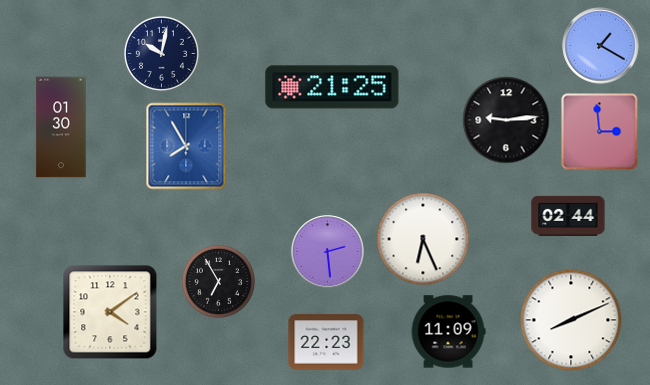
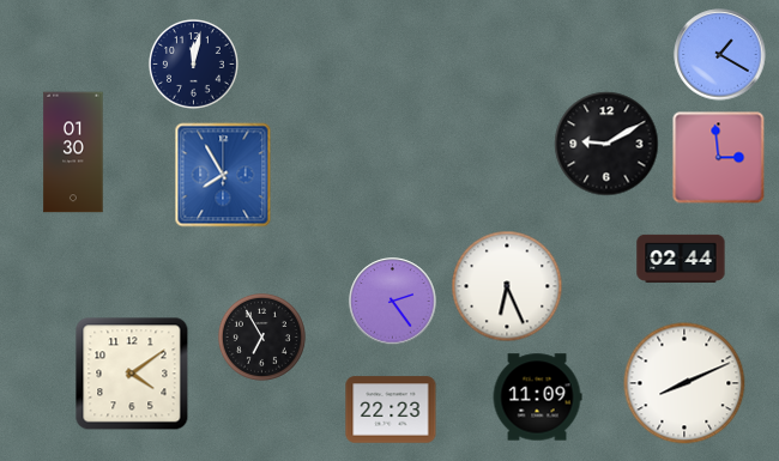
clock at (161, 53): 10:02 -> 12:02
clock at (332, 87): 21:25 -> none
clock at (506, 120): 9:14 -> 9:10
clock at (328, 252): 2:29 -> 2:24
